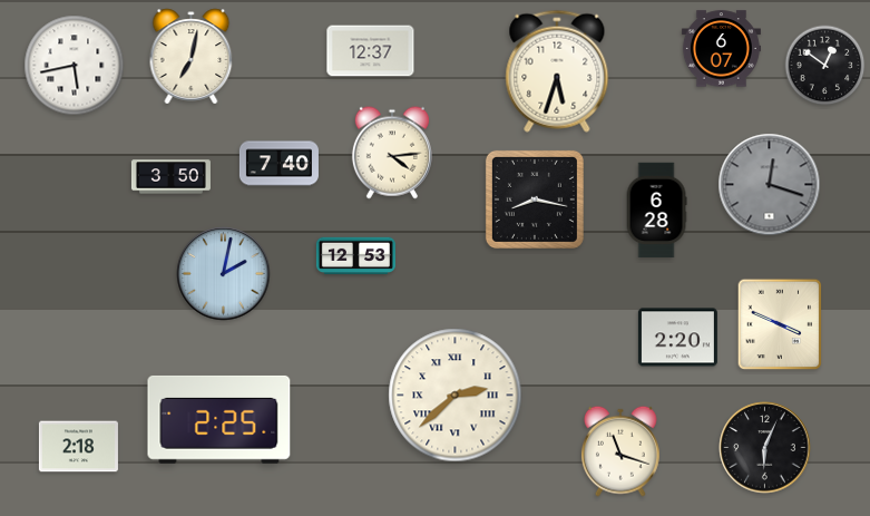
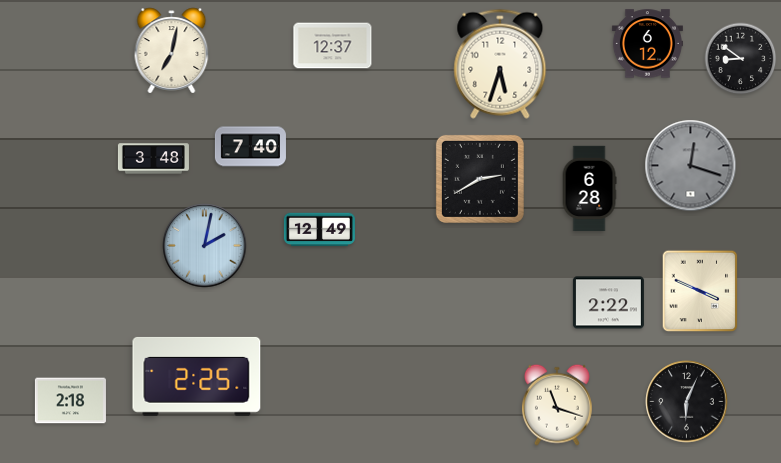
clock at (721, 49): 6:07 -> 6:12
clock at (75, 66): 5:43 -> none
clock at (825, 66): 12:51 -> 8:51
clock at (392, 153): 4:14 -> none
clock at (170, 177): 3:50 -> 3:48
clock at (535, 199): 8:17 -> 2:40
clock at (355, 256): 12:53 -> 12:49
clock at (224, 274) position: (224, 274) -> (205, 246)
clock at (677, 338): 2:20 -> 2:22
clock at (456, 396): 2:38 -> none
